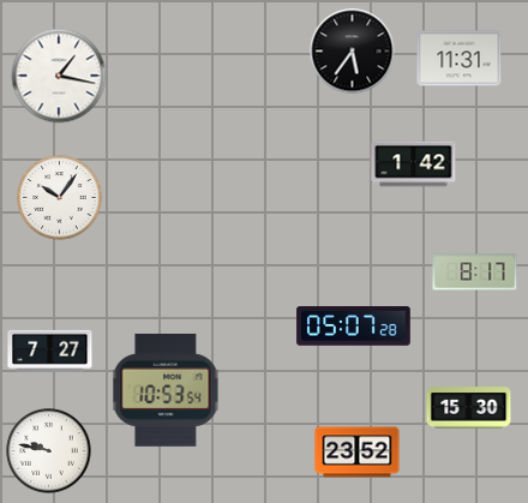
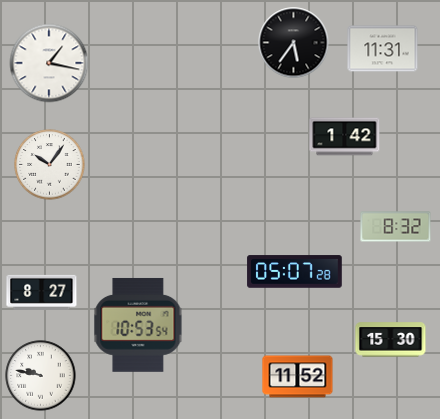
clock at (475, 273): 8:17 -> 8:32
clock at (50, 351): 7:27 -> 8:27
clock at (358, 453): 23:52 -> 11:52
